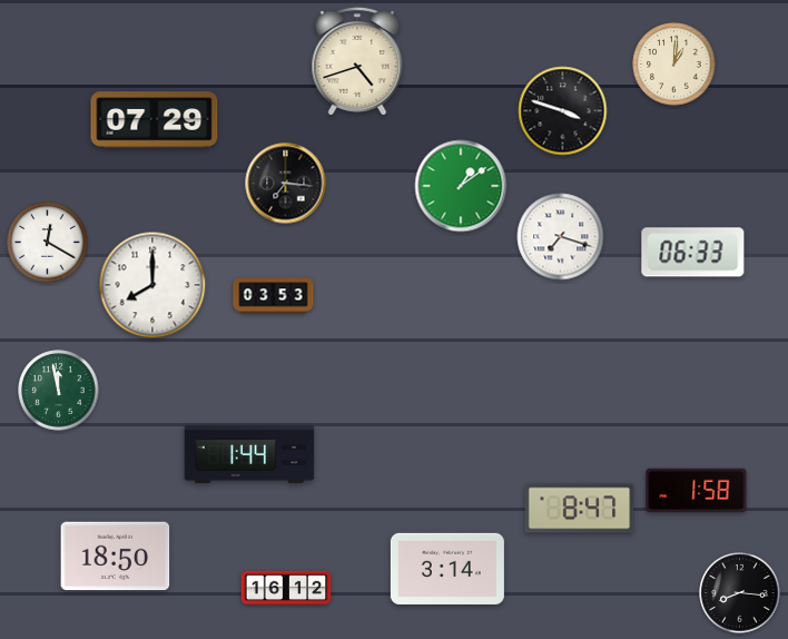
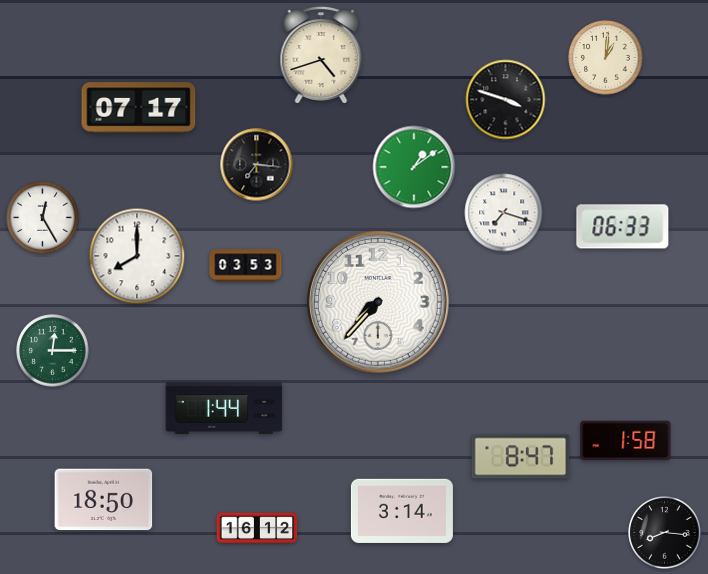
clock at (155, 120): 07:29 -> 07:17
clock at (48, 243): 12:20 -> 12:25
clock at (378, 302): none -> 7:37
clock at (59, 391): 11:58 -> 12:15
